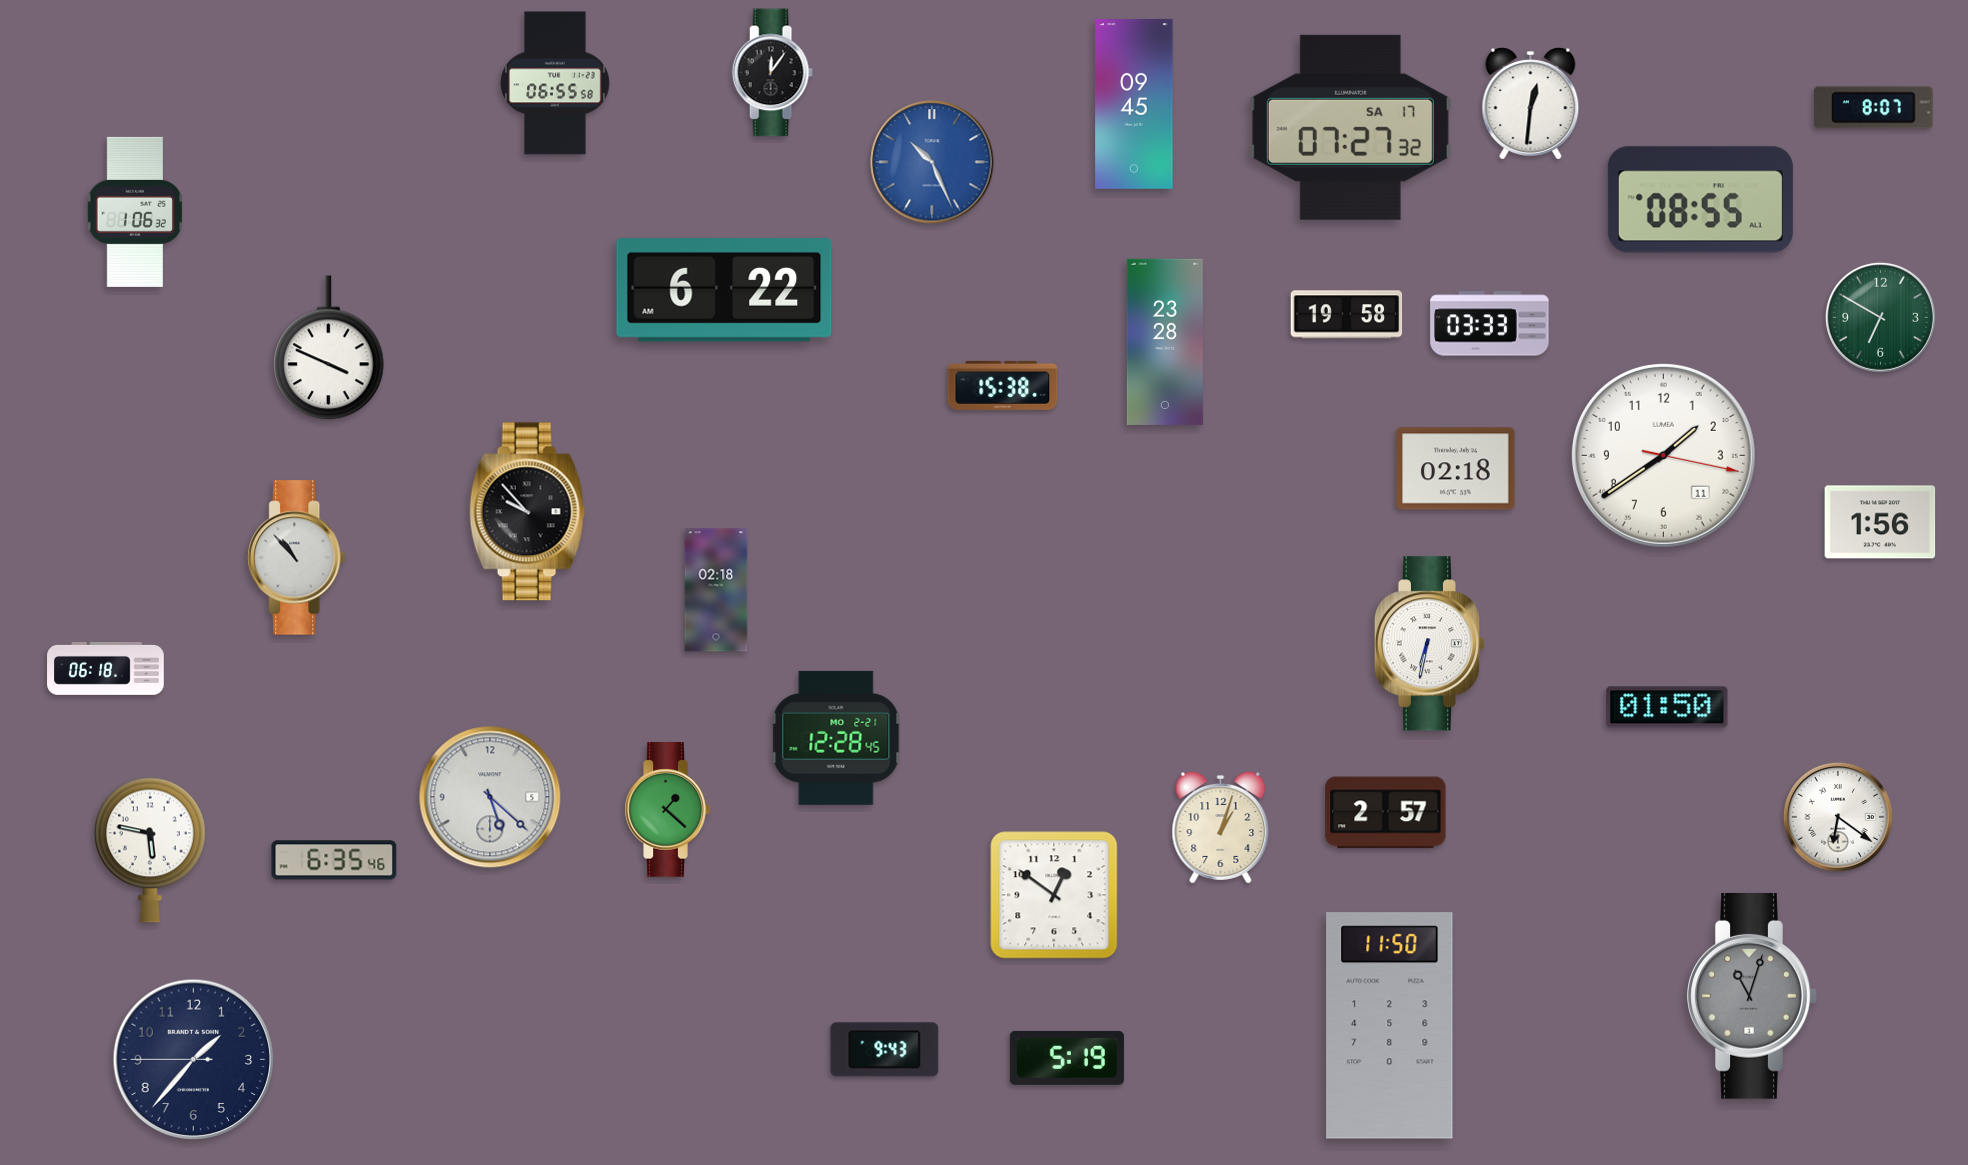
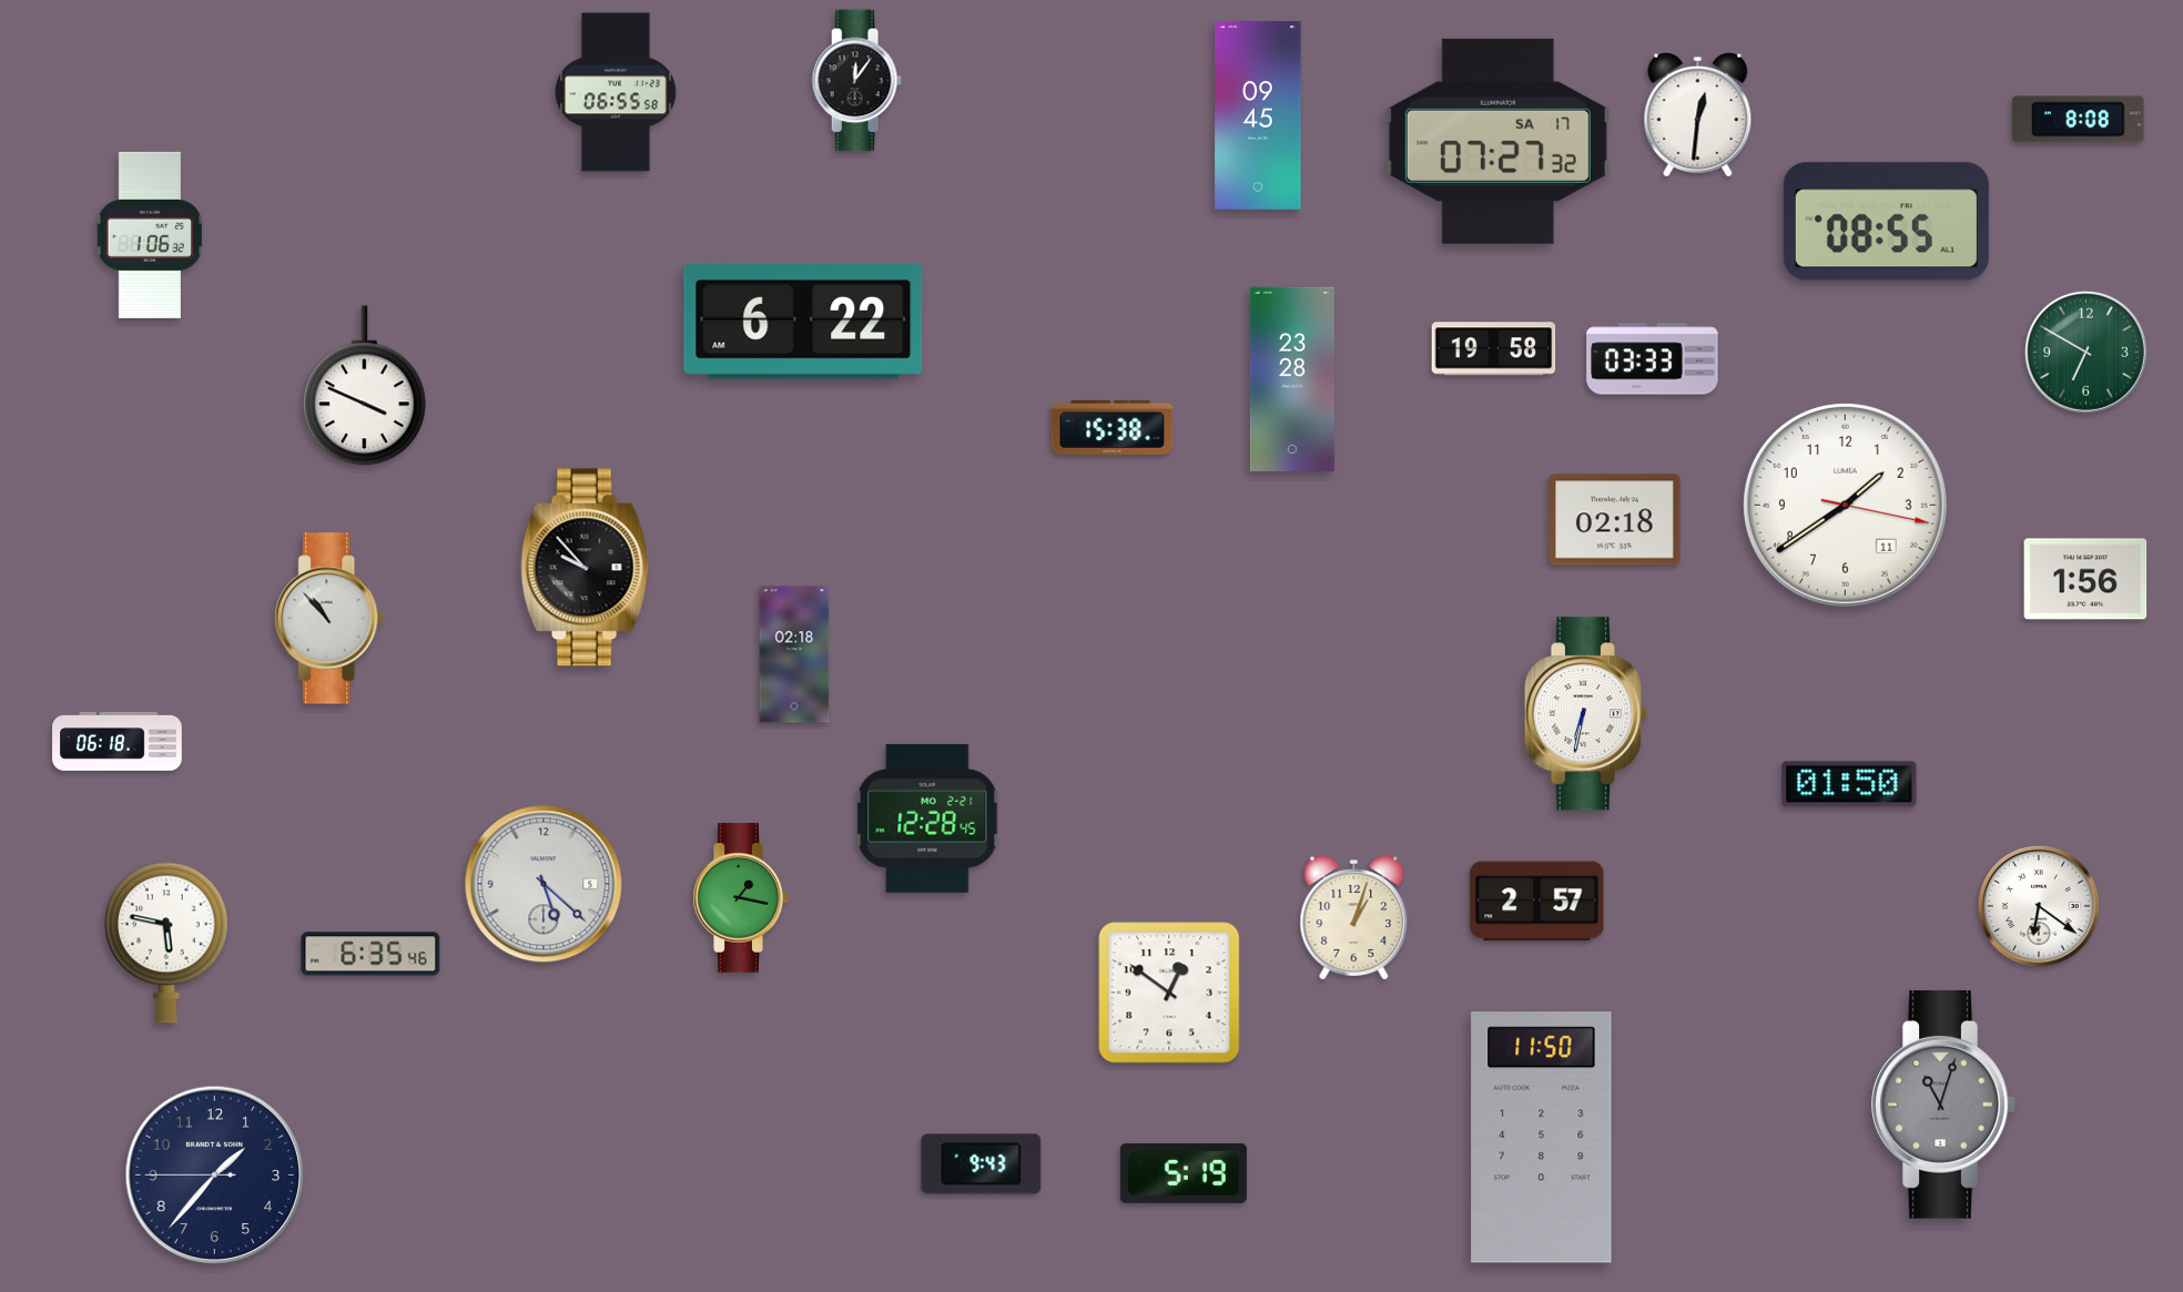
clock at (1874, 108): 8:07 -> 8:08
clock at (932, 162): 10:26 -> none
clock at (667, 810): 1:22 -> 1:17
